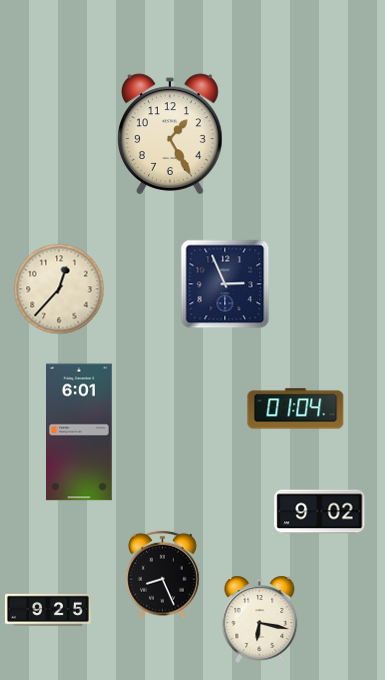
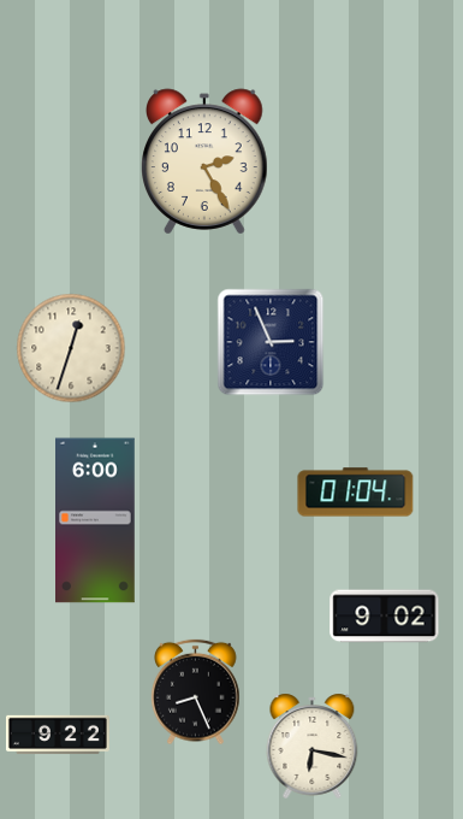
clock at (171, 134): 1:25 -> 2:25
clock at (59, 289): 12:37 -> 12:33
clock at (80, 432): 6:01 -> 6:00
clock at (48, 610): 9:25 -> 9:22
